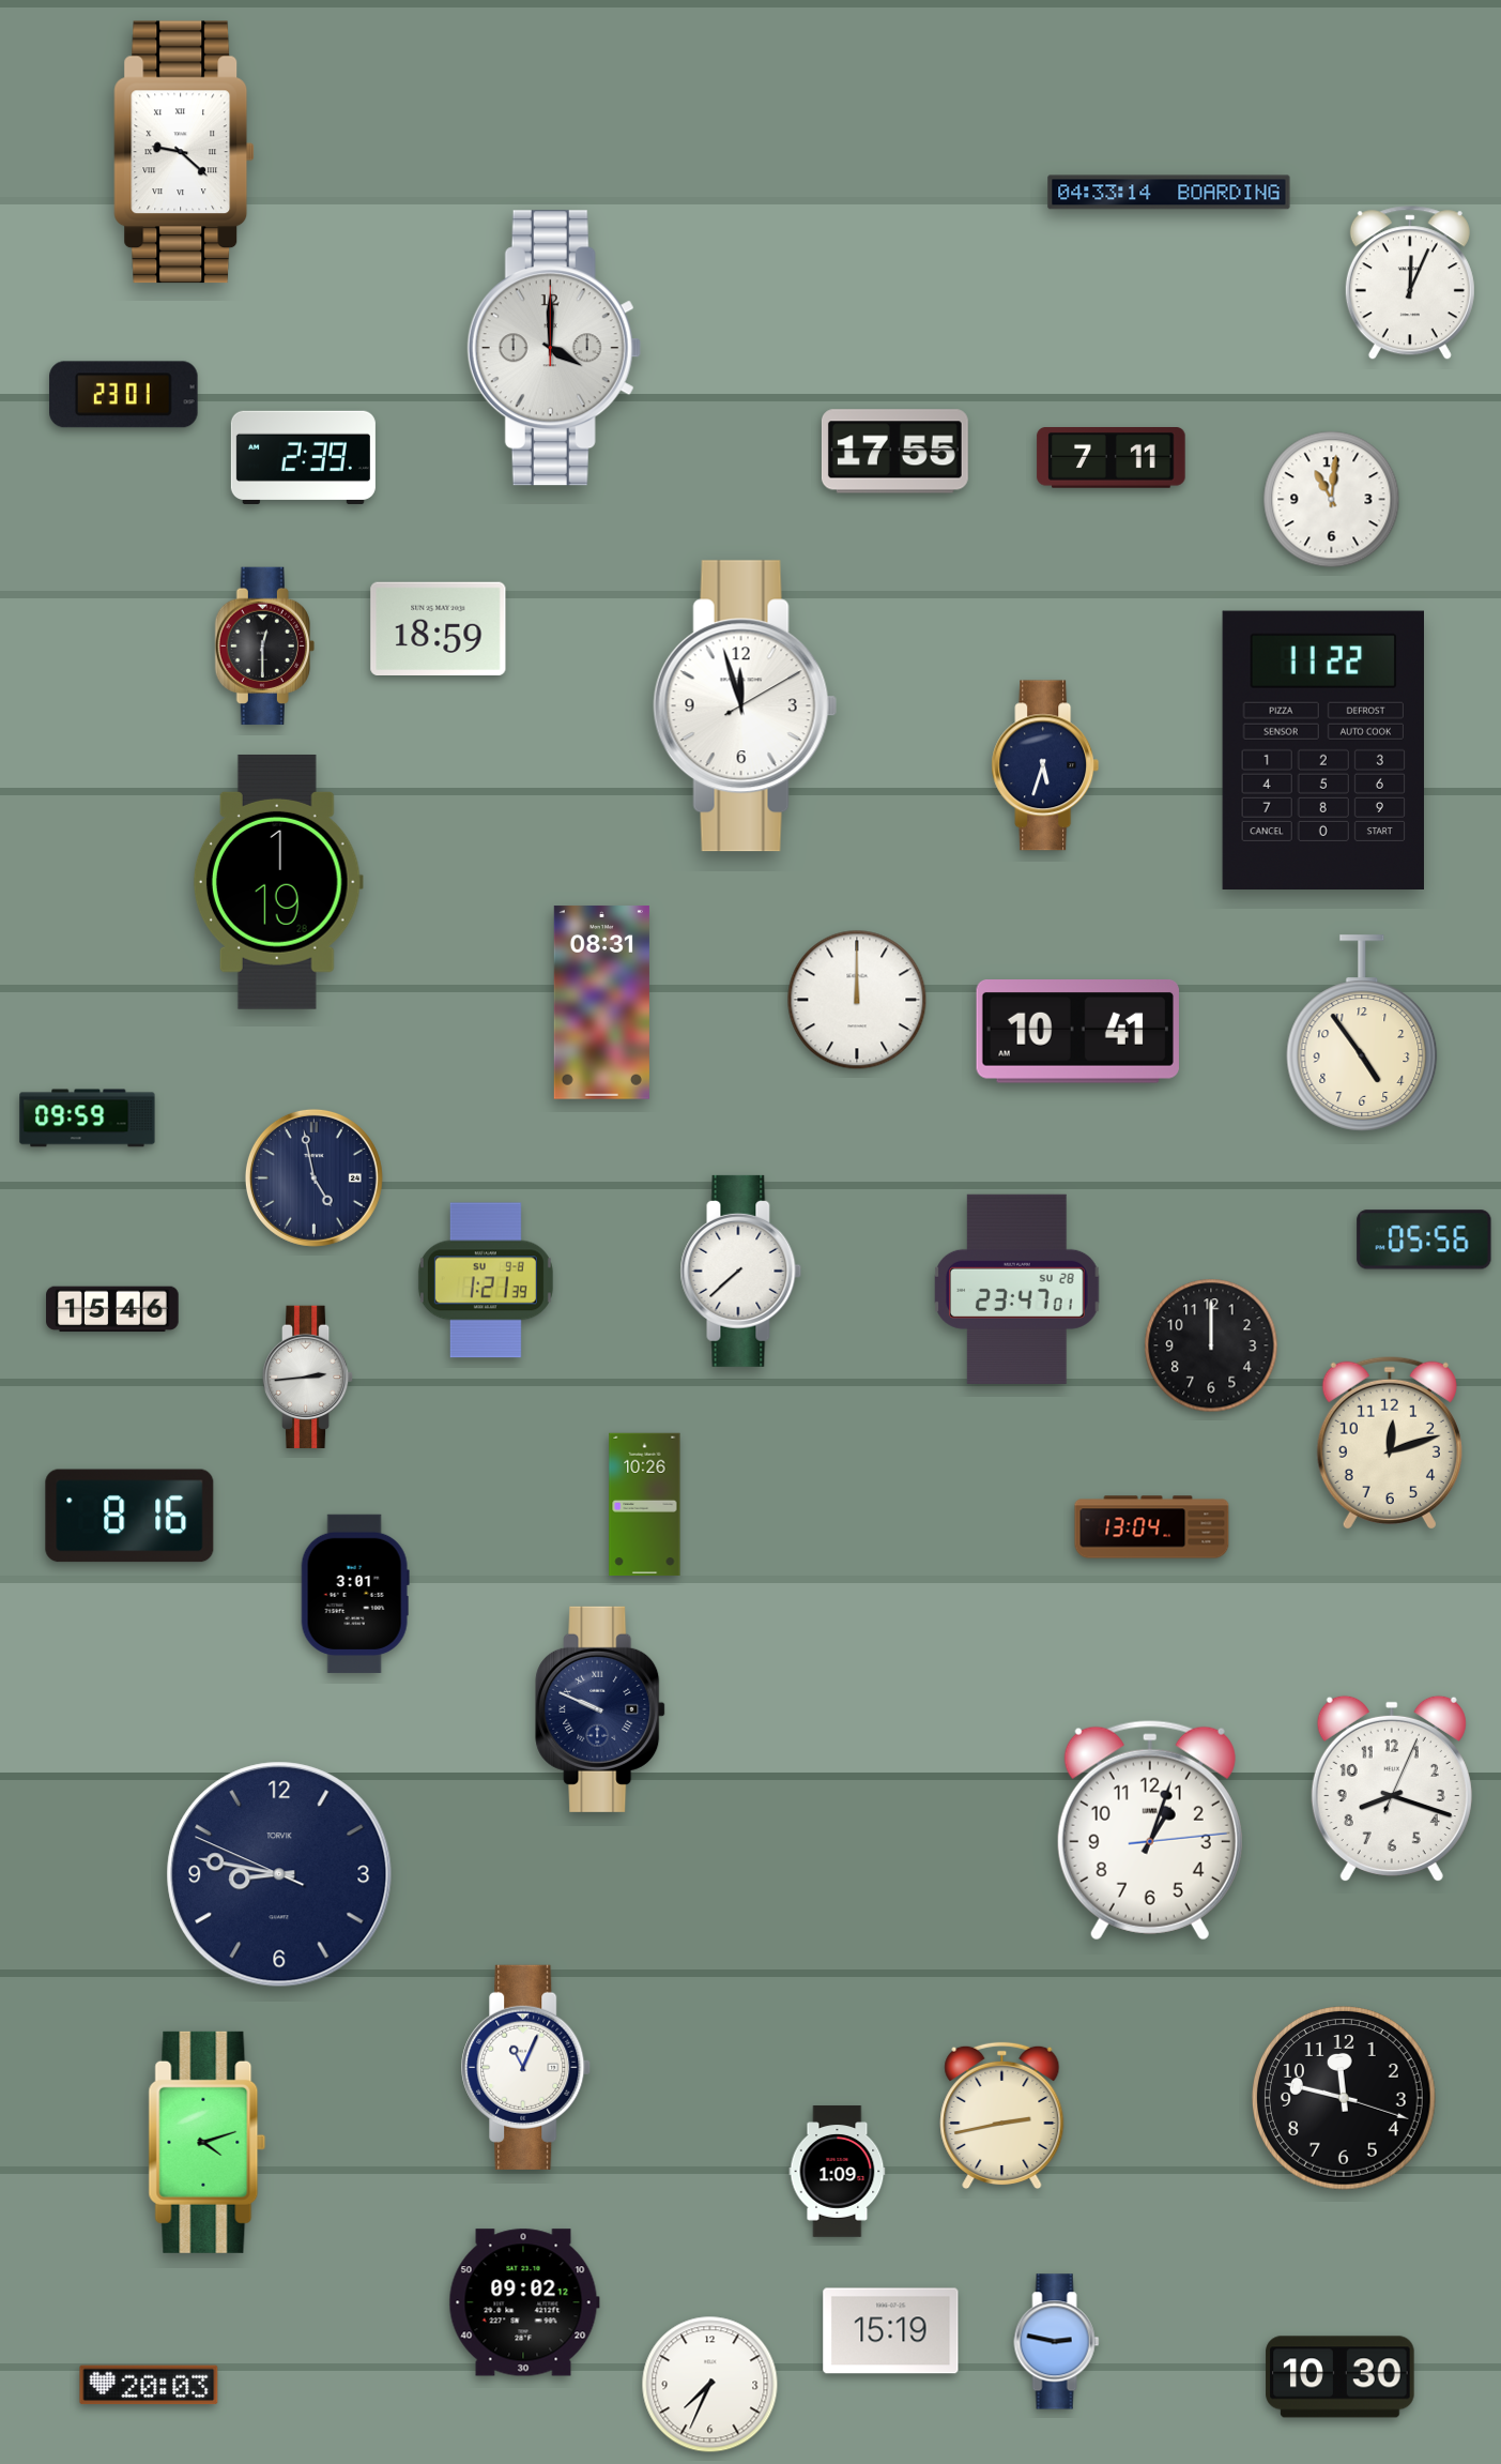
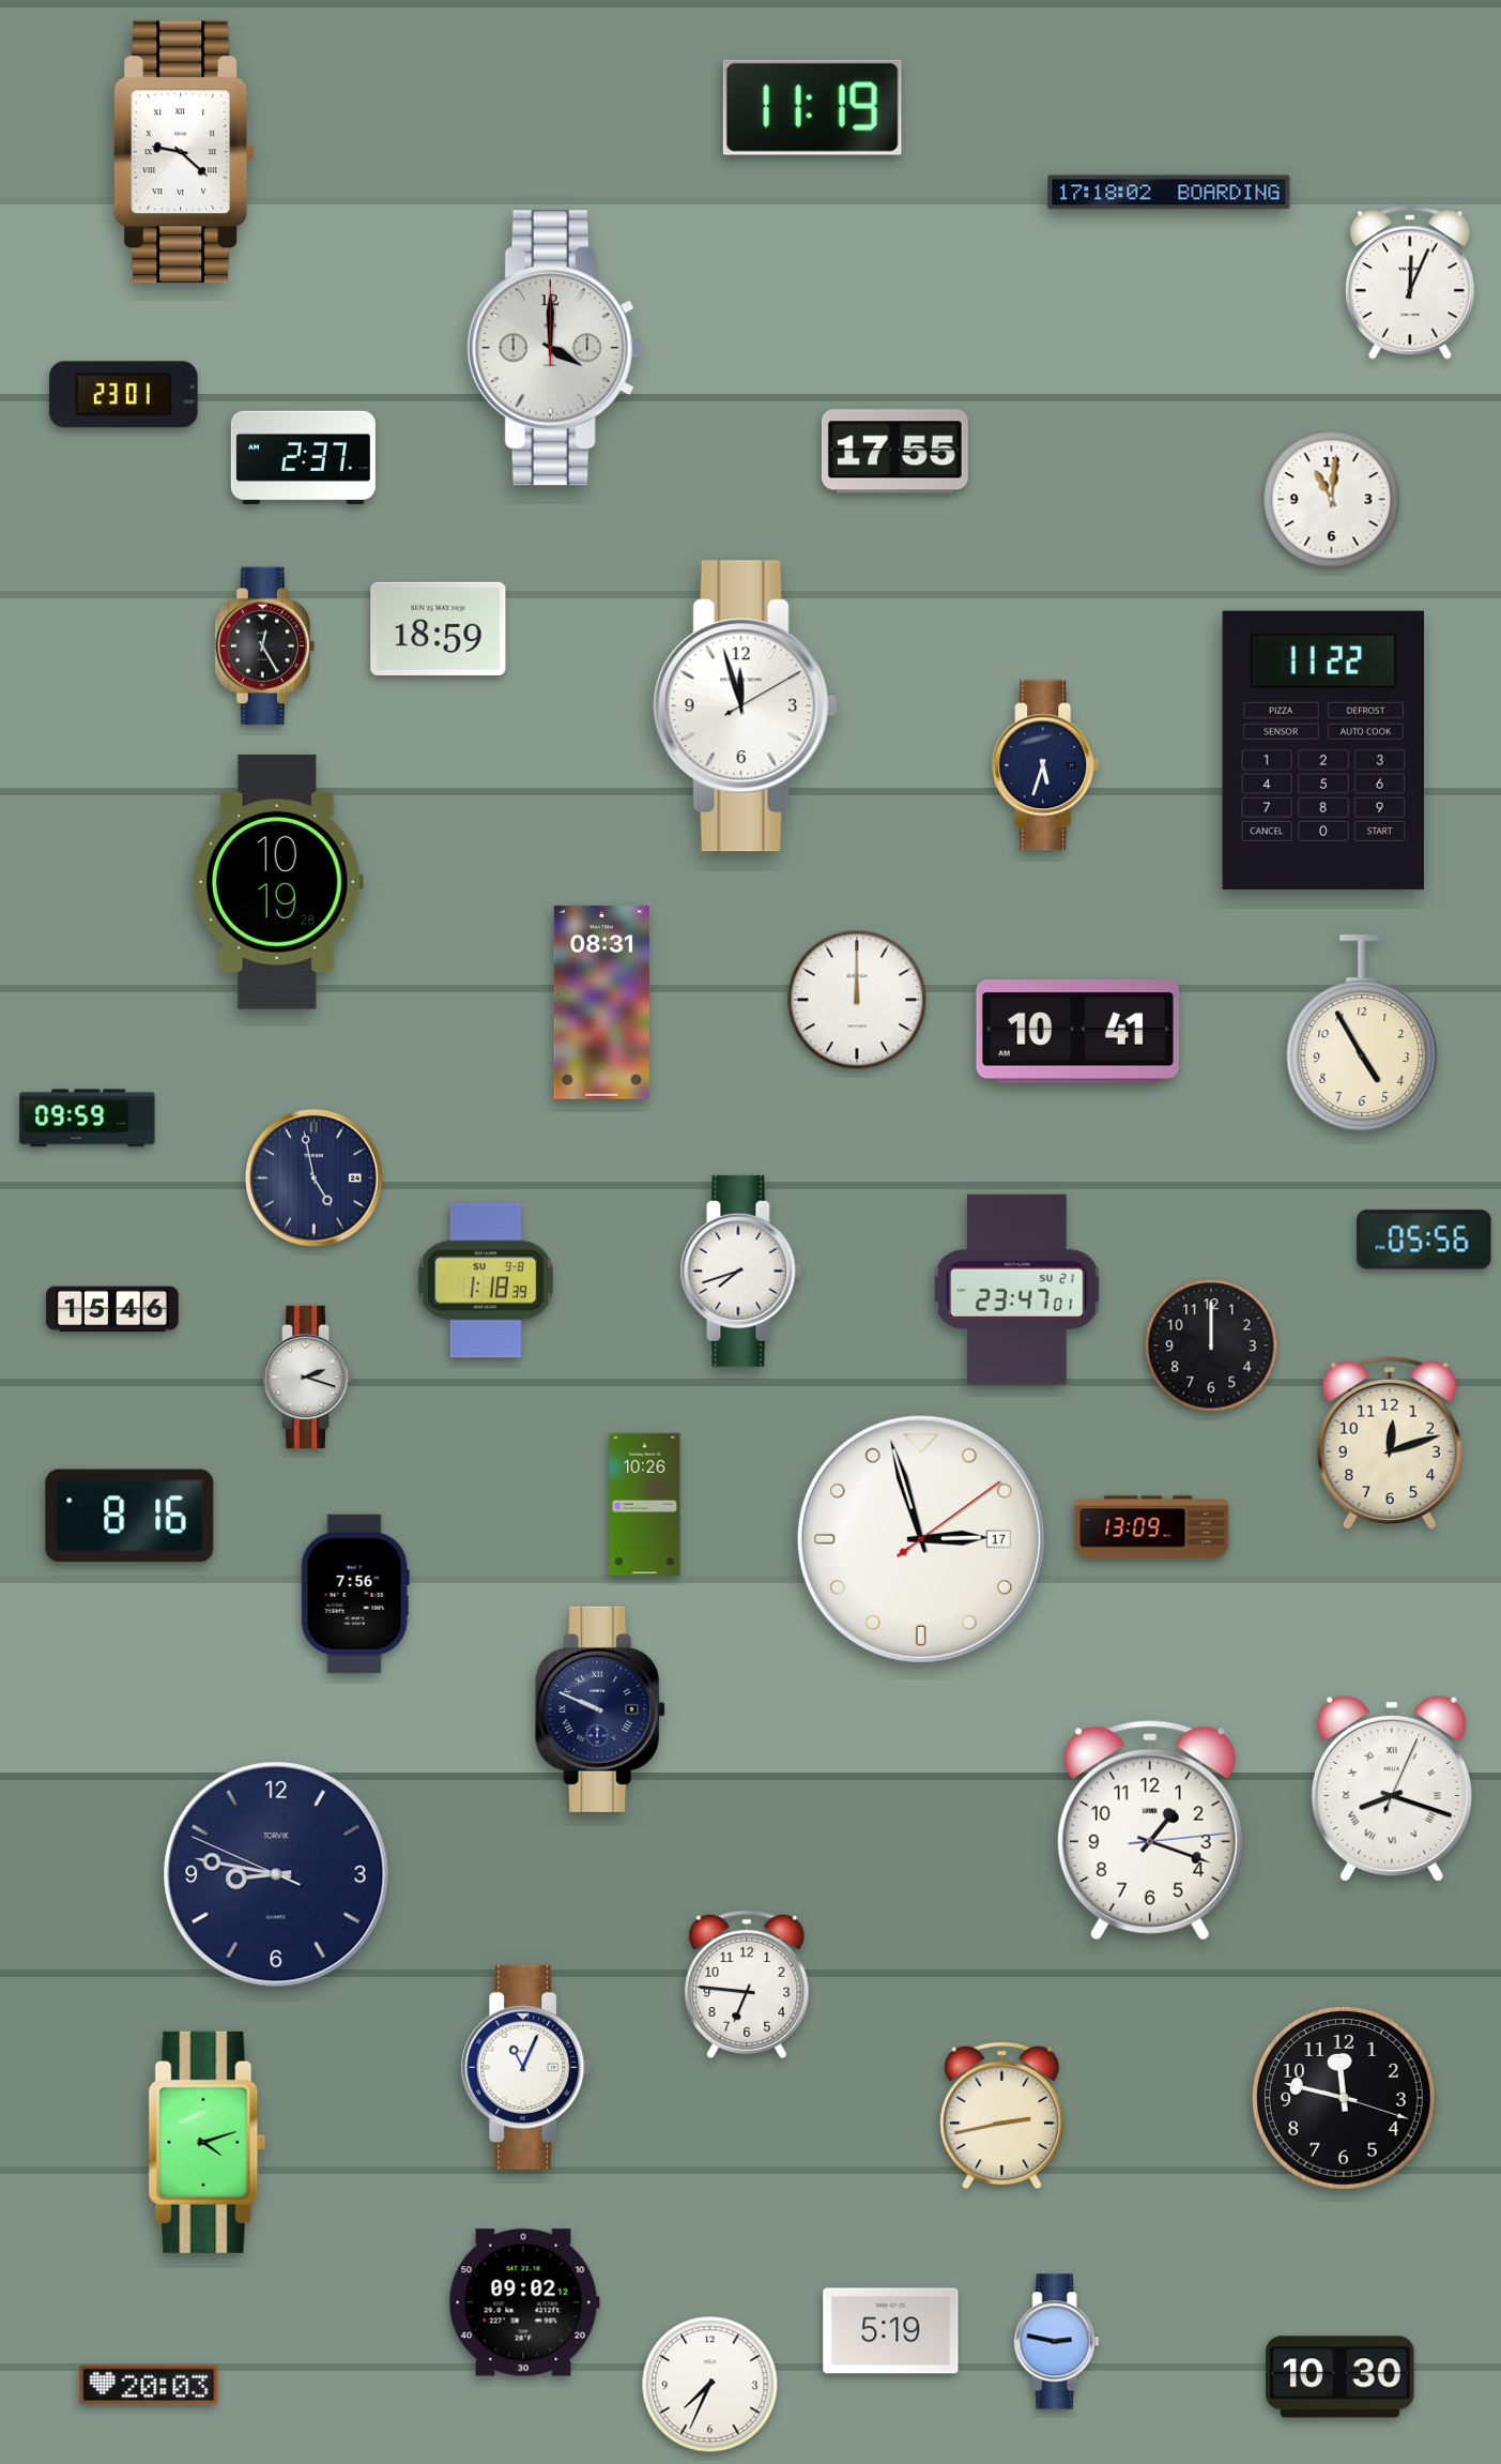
clock at (812, 107): none -> 11:19
clock at (1169, 193): 04:33 -> 17:18
clock at (303, 457): 2:39 -> 2:37
clock at (1112, 458): 7:11 -> none
clock at (264, 647): 12:30 -> 12:25
clock at (278, 882): 1:19 -> 10:19
clock at (1362, 1033): 4:54 -> 4:55
clock at (741, 1271): 7:38 -> 7:42
clock at (486, 1280): 1:21 -> 1:18
clock at (1017, 1289) date: SU 28 -> SU 21
clock at (308, 1378): 2:44 -> 2:18
clock at (1152, 1527): 13:04 -> 13:09
clock at (921, 1539): none -> 2:57
clock at (355, 1594): 3:01 -> 7:56
clock at (1392, 1789) numerals: Arabic -> Roman
clock at (1150, 1830): 1:03 -> 1:18
clock at (279, 1874) position: (279, 1874) -> (276, 1874)
clock at (747, 1984): none -> 6:46
clock at (838, 2172): 1:09 -> none
clock at (891, 2331): 15:19 -> 5:19
